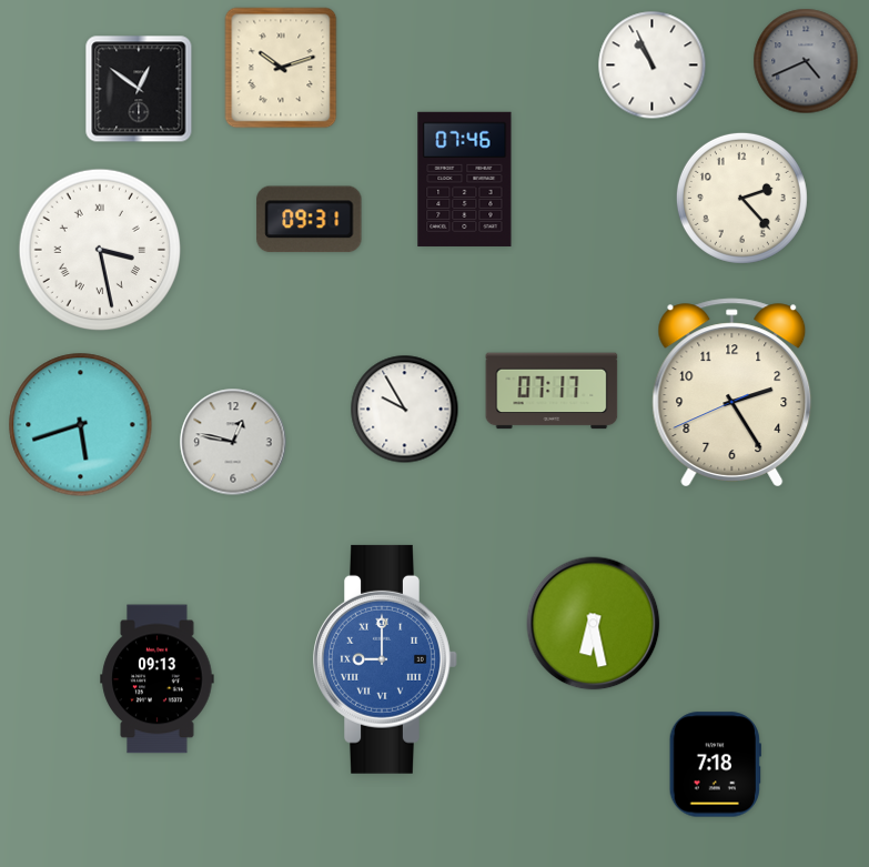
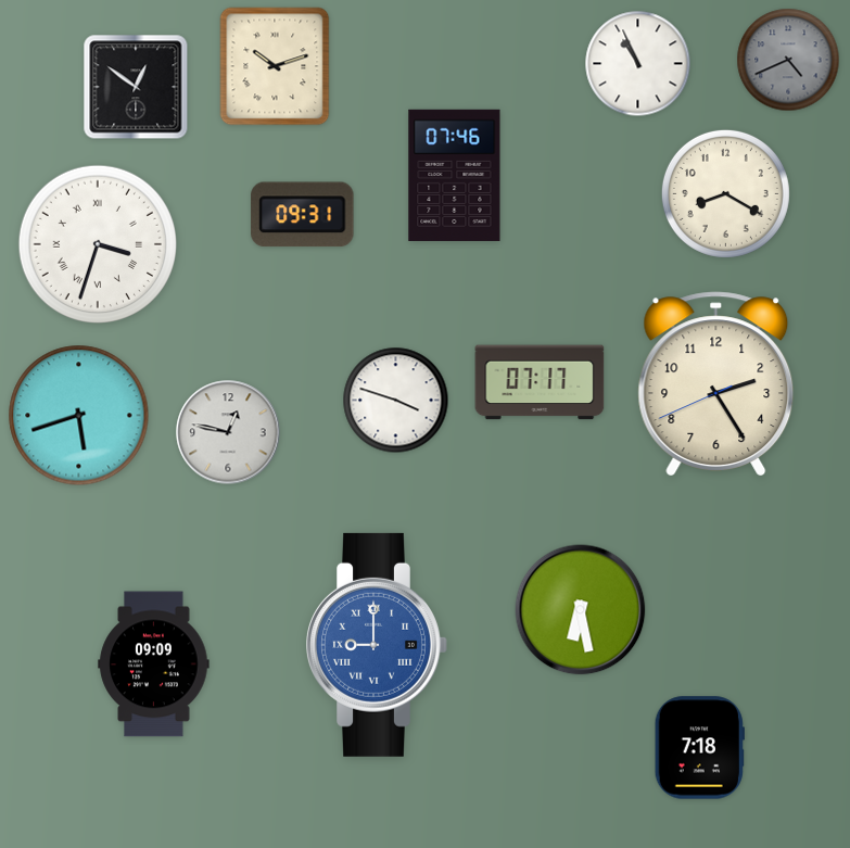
clock at (741, 198): 2:23 -> 8:20
clock at (99, 249): 3:28 -> 3:33
clock at (405, 410): 9:55 -> 3:48
clock at (158, 679): 09:13 -> 09:09
